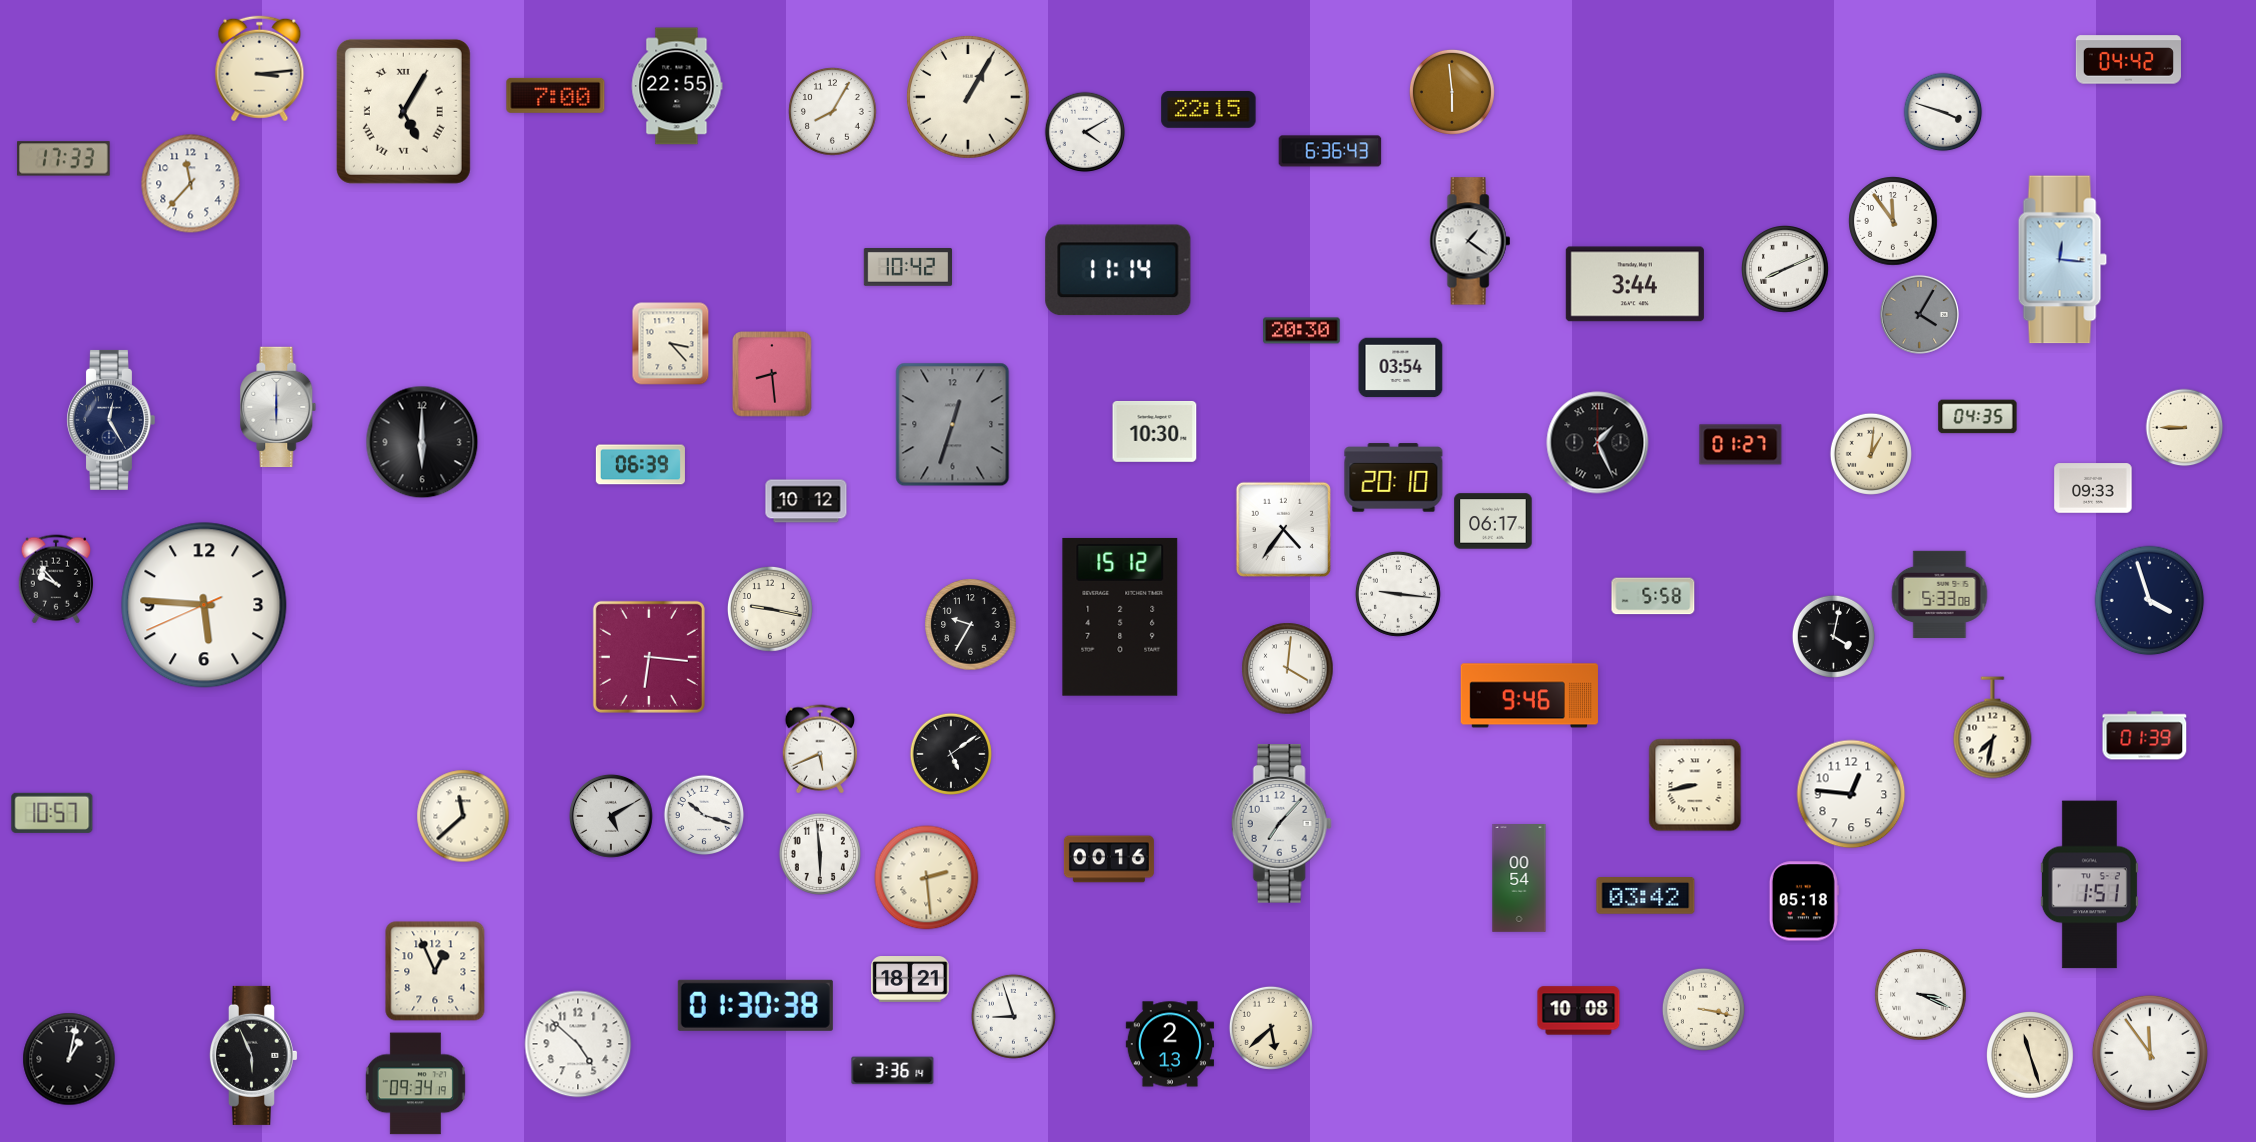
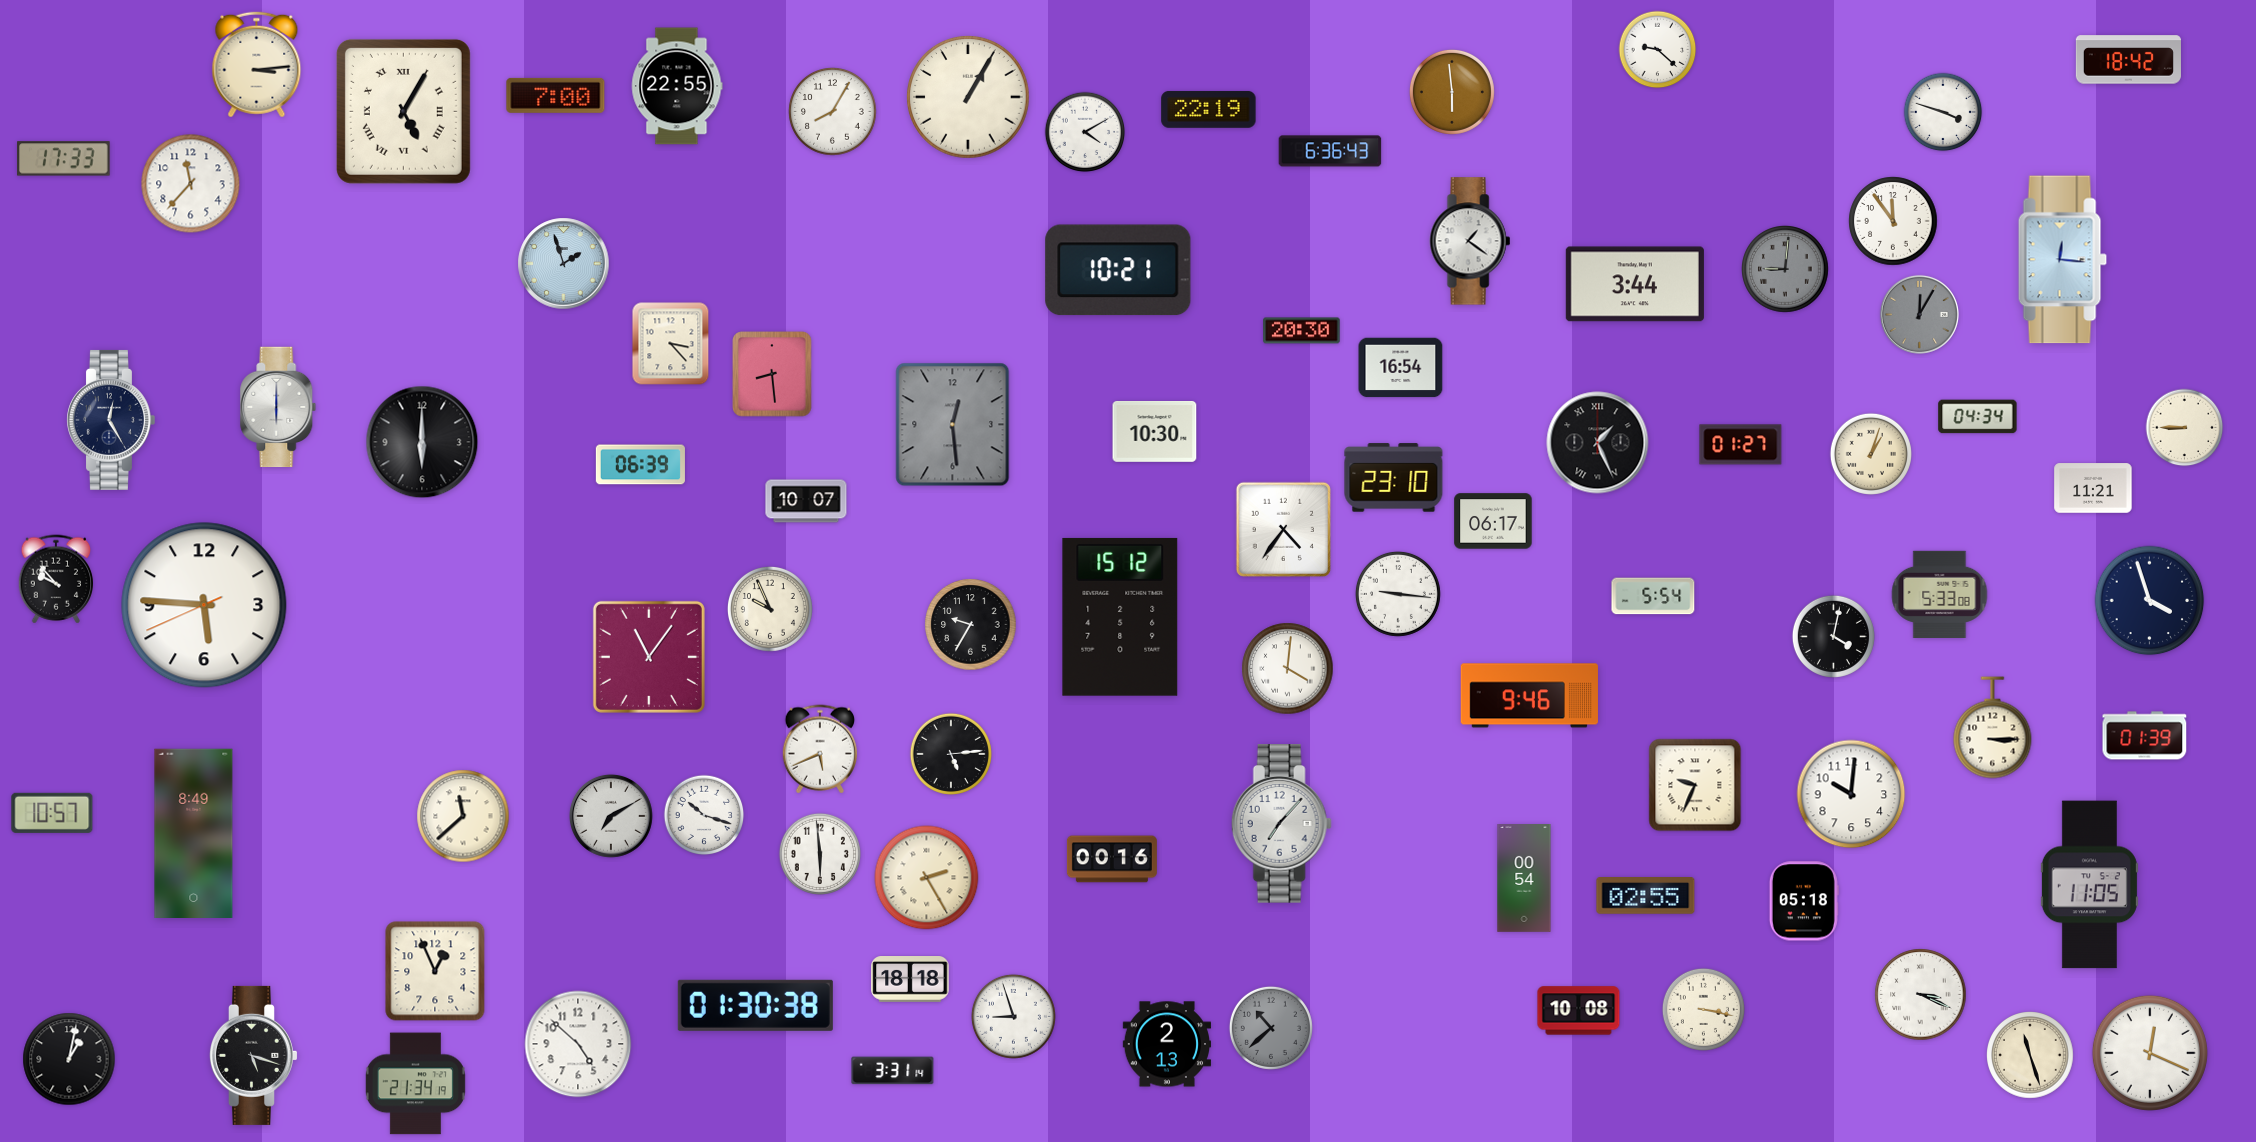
clock at (1658, 50): none -> 9:22
clock at (2128, 60): 04:42 -> 18:42
clock at (260, 69) position: (260, 69) -> (257, 65)
clock at (1209, 109): 22:15 -> 22:19
clock at (564, 264): none -> 1:57
clock at (908, 268): 10:42 -> none
clock at (1118, 270): 11:14 -> 10:21
clock at (1786, 270): 8:11 -> 9:01
clock at (1786, 270) dial: white -> grey
clock at (1919, 314): 4:05 -> 12:05
clock at (1401, 368): 03:54 -> 16:54
clock at (1978, 417): 04:35 -> 04:34
clock at (953, 425): 12:33 -> 12:29
clock at (1871, 454): 1:01 -> 1:03
clock at (1394, 478): 20:10 -> 23:10
clock at (2093, 488): 09:33 -> 11:21
clock at (806, 501): 10:12 -> 10:07
clock at (1653, 596): 5:58 -> 5:54
clock at (770, 609): 9:17 -> 9:56
clock at (649, 657): 6:16 -> 11:06
clock at (1993, 728): 7:32 -> 3:15
clock at (951, 754): 5:09 -> 5:14
clock at (1695, 785): 8:43 -> 9:34
clock at (1851, 794): 12:46 -> 10:01
clock at (611, 816): 5:10 -> 7:10
clock at (194, 833): none -> 8:49
clock at (1109, 859) position: (1109, 859) -> (1112, 859)
clock at (927, 878): 2:29 -> 2:25
clock at (1519, 879) position: (1519, 879) -> (1524, 879)
clock at (2089, 885): 1:51 -> 11:05
clock at (1646, 896): 03:42 -> 02:55
clock at (910, 980): 18:21 -> 18:18
clock at (1271, 1028): 5:38 -> 10:38
clock at (1271, 1028) dial: cream -> grey
clock at (1169, 1044) position: (1169, 1044) -> (1166, 1044)
clock at (2150, 1053): 11:54 -> 12:19
clock at (253, 1055): 5:56 -> 5:18
clock at (893, 1071): 3:36 -> 3:31
clock at (415, 1084): 09:34 -> 21:34
